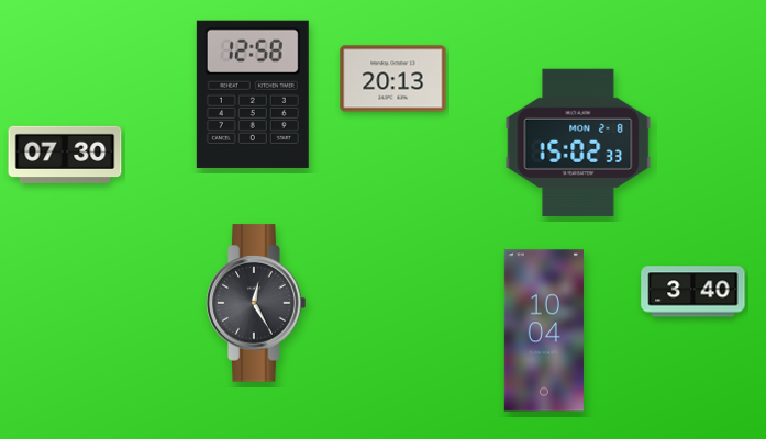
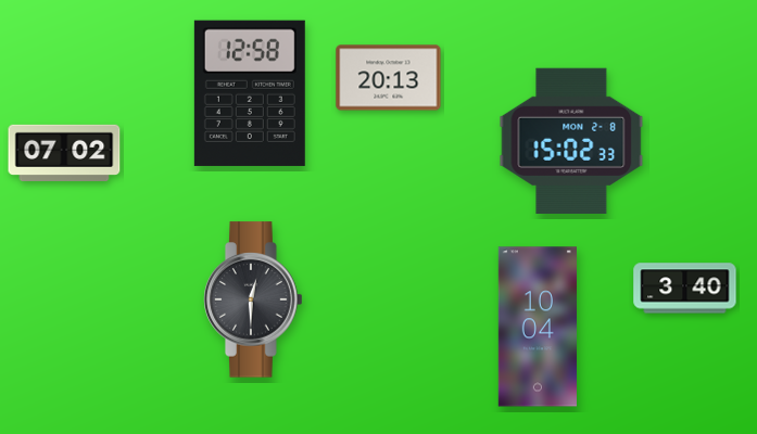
clock at (65, 155): 07:30 -> 07:02
clock at (256, 303): 12:25 -> 12:30
